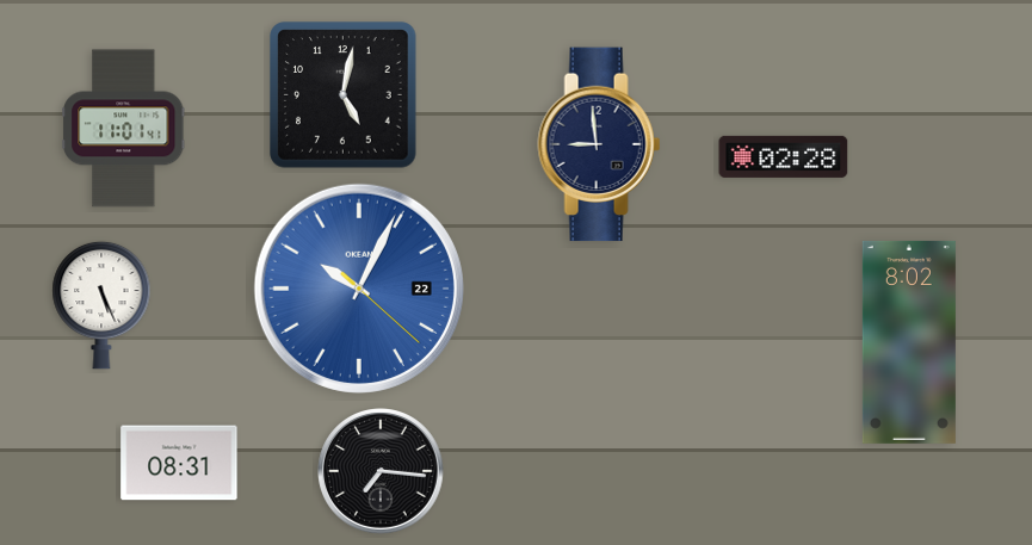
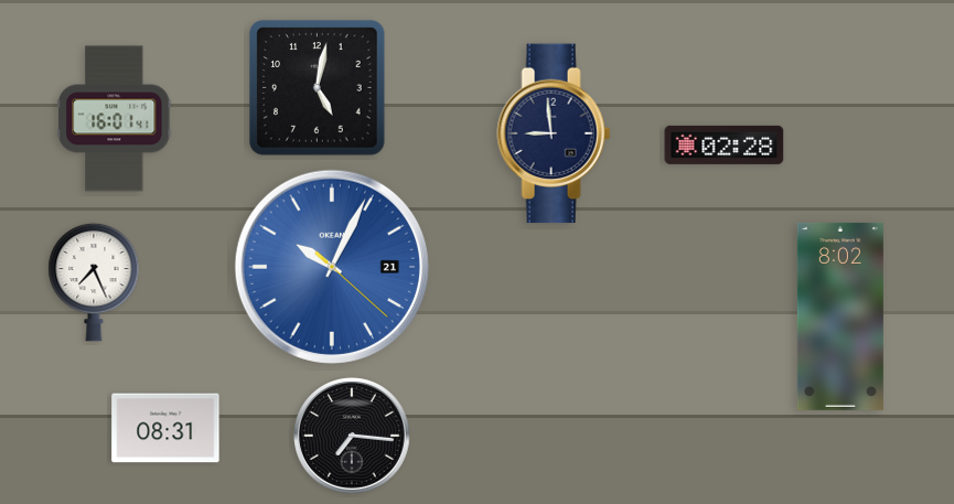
clock at (124, 129): 11:01 -> 16:01
clock at (359, 289) date: 22 -> 21
clock at (101, 305): 5:26 -> 7:26
